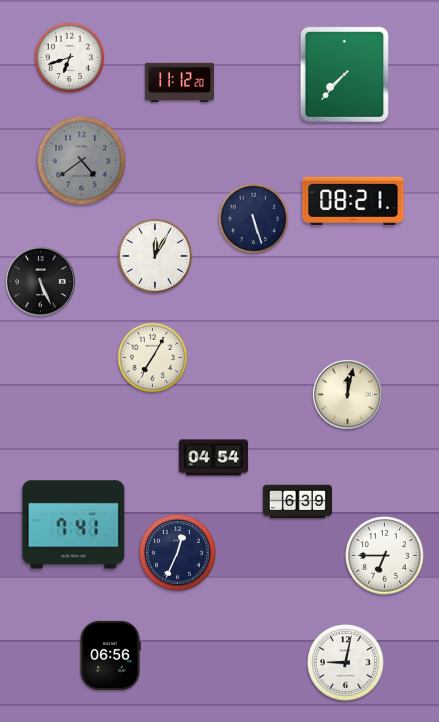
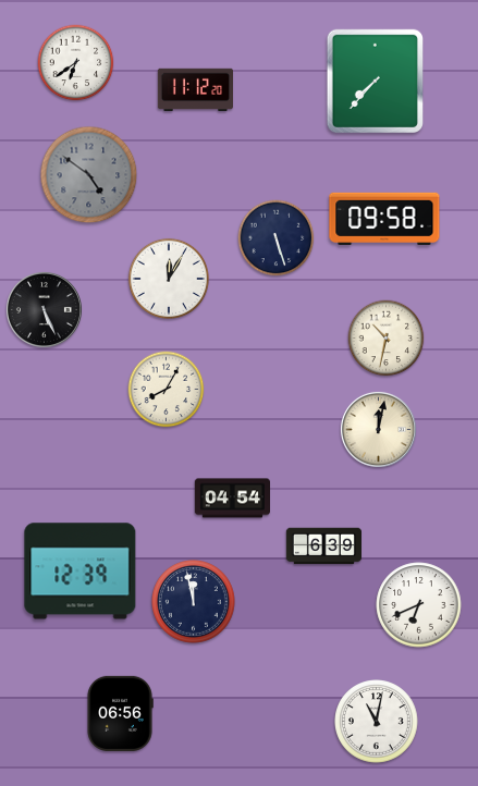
clock at (70, 58): 6:42 -> 6:39
clock at (82, 161): 4:39 -> 4:51
clock at (353, 201): 08:21 -> 09:58
clock at (40, 281) position: (40, 281) -> (44, 309)
clock at (387, 339): none -> 10:32
clock at (153, 358): 7:05 -> 8:05
clock at (74, 525): 7:41 -> 12:39
clock at (178, 553): 12:34 -> 11:58
clock at (385, 556): 6:45 -> 6:41
clock at (346, 663): 9:02 -> 11:02
